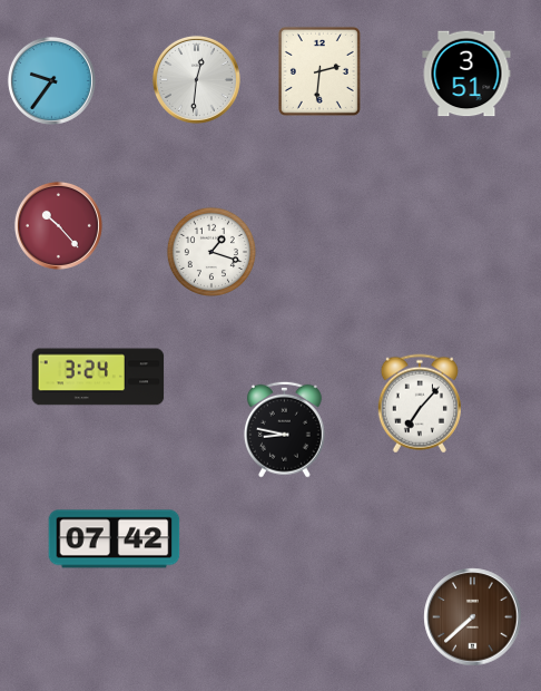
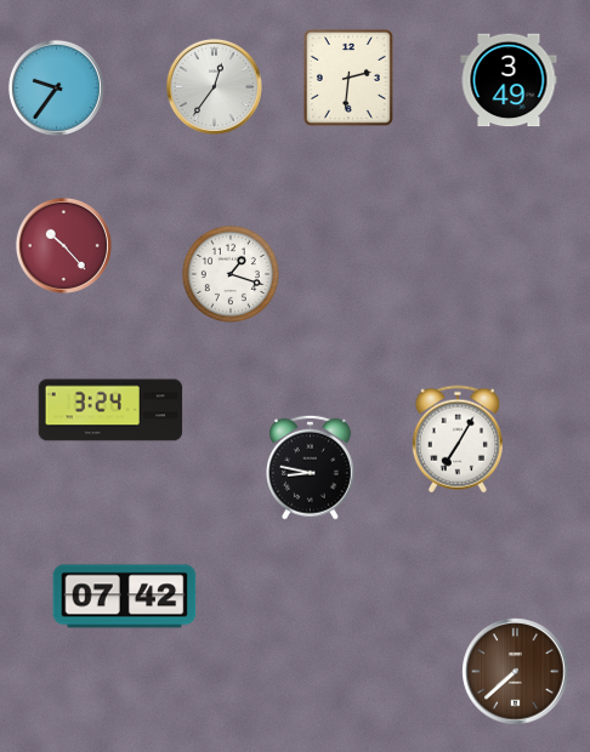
clock at (466, 74): 3:51 -> 3:49
clock at (196, 79): 12:31 -> 12:36
clock at (98, 377) position: (98, 377) -> (110, 410)
clock at (420, 403): 7:07 -> 7:05
clock at (115, 539) position: (115, 539) -> (125, 597)
